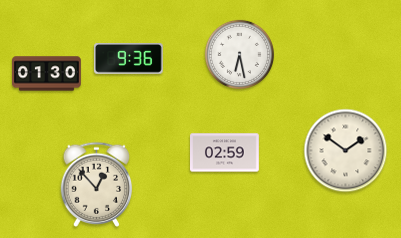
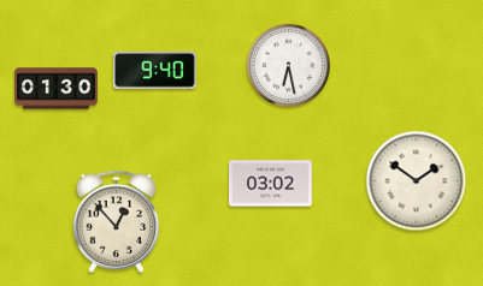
clock at (129, 59): 9:36 -> 9:40
clock at (225, 153): 02:59 -> 03:02
